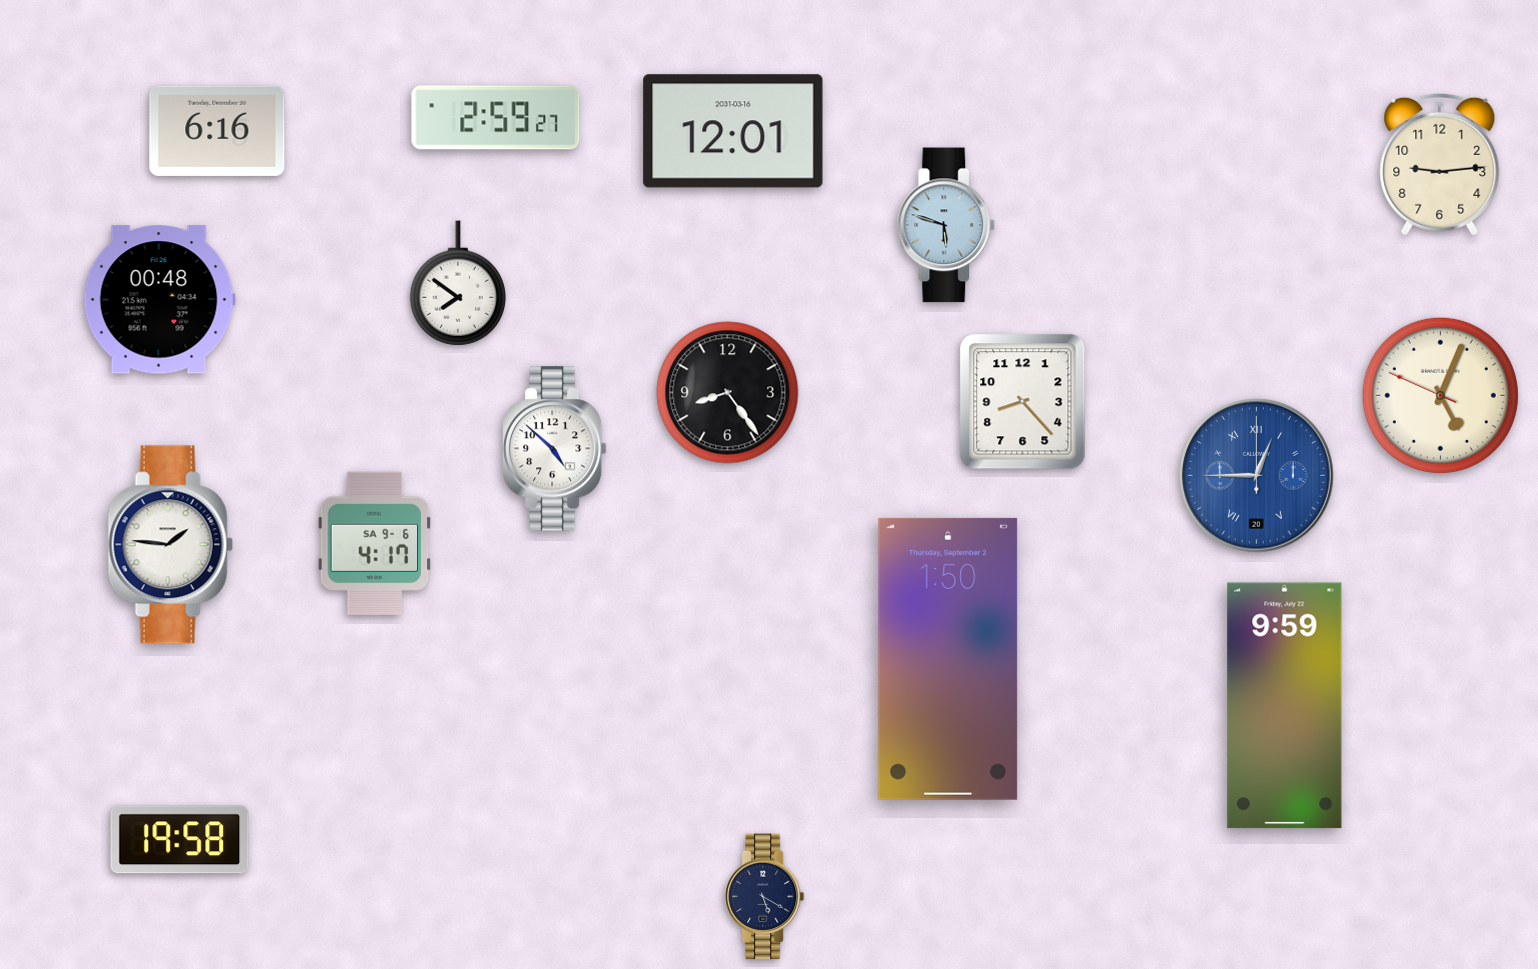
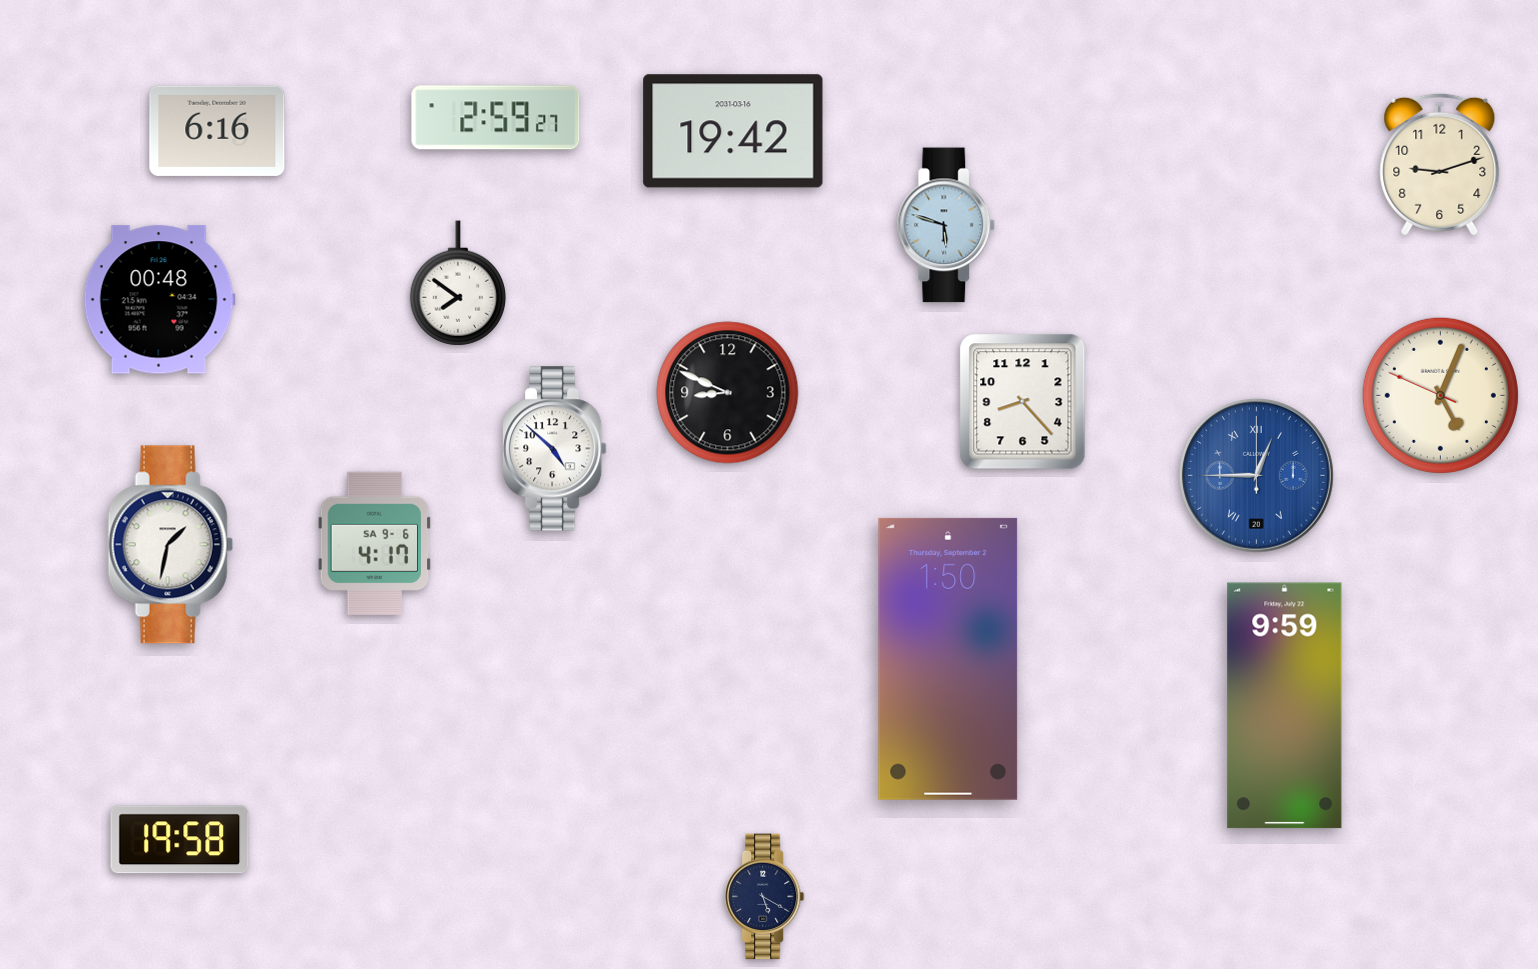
clock at (733, 131): 12:01 -> 19:42
clock at (1440, 164): 9:14 -> 9:12
clock at (728, 393): 8:24 -> 8:49
clock at (170, 545): 1:46 -> 1:32
